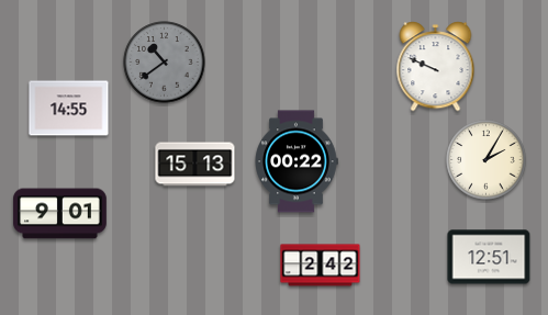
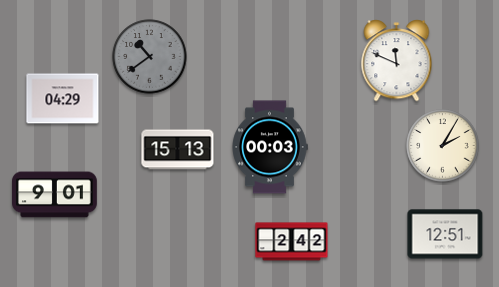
clock at (436, 67): 9:49 -> 11:49
clock at (69, 109): 14:55 -> 04:29
clock at (297, 161): 00:22 -> 00:03
